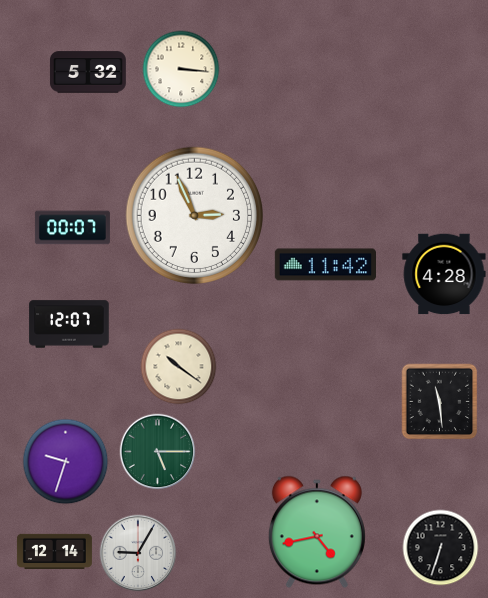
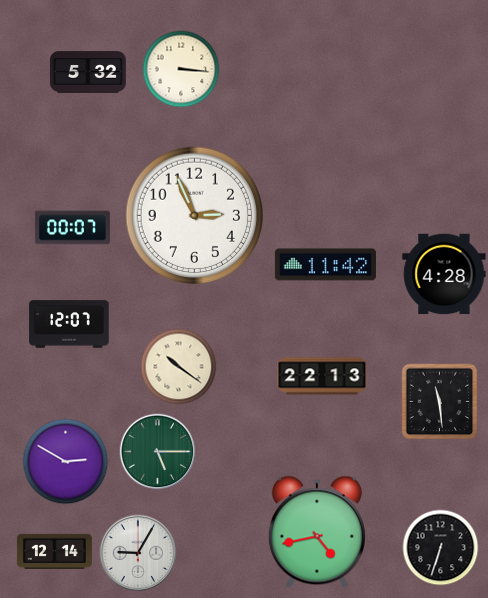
clock at (322, 376): none -> 22:13
clock at (66, 462): 9:33 -> 2:50
